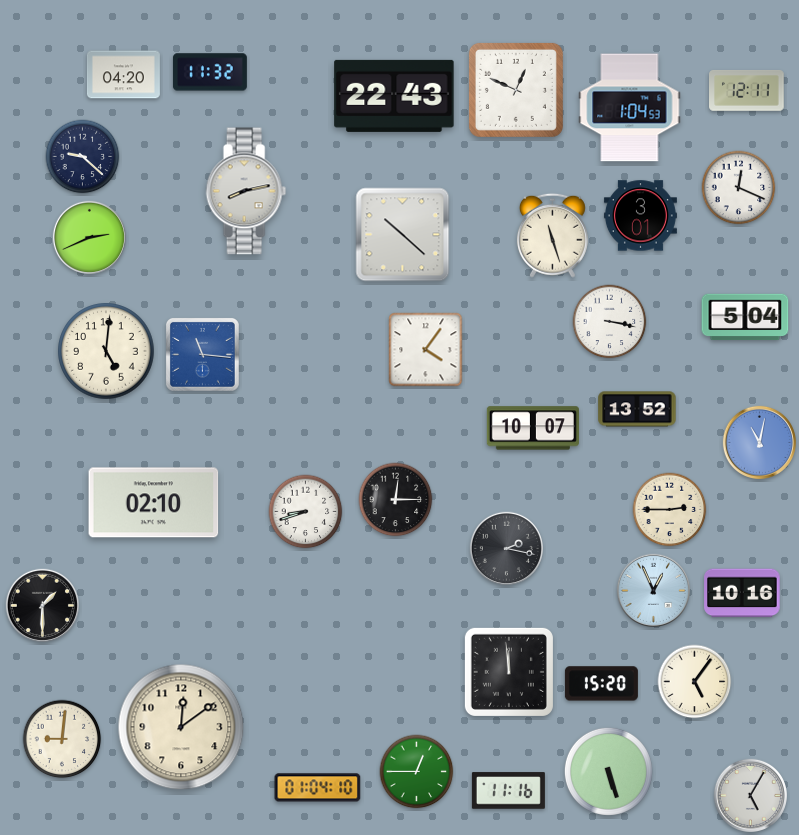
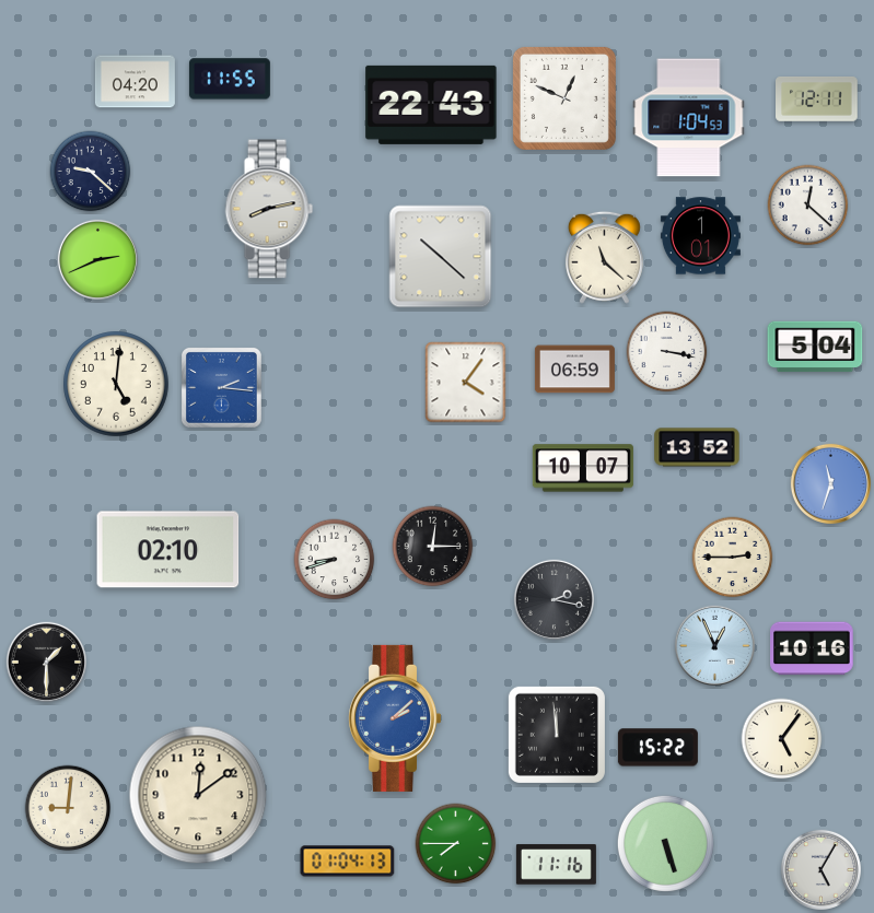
clock at (210, 72): 11:32 -> 11:55
clock at (739, 188): 12:19 -> 12:22
clock at (640, 216): 3:01 -> 1:01
clock at (552, 235): 11:27 -> 11:22
clock at (574, 370): none -> 06:59
clock at (202, 354): 11:16 -> 2:16
clock at (759, 442): 11:02 -> 11:33
clock at (395, 718): none -> 2:08
clock at (695, 682) position: (695, 682) -> (782, 739)
clock at (601, 684): 15:20 -> 15:22
clock at (417, 772): 12:45 -> 7:45
clock at (318, 788): 01:04:10 -> 01:04:13
